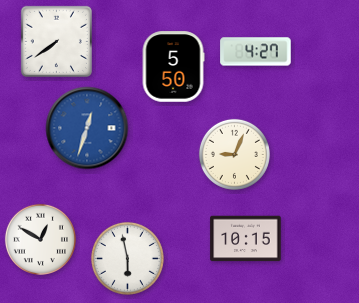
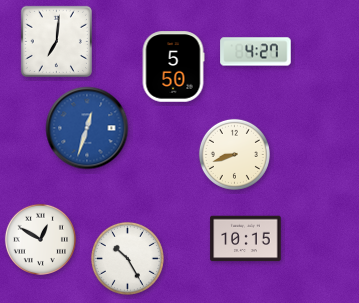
clock at (56, 41): 7:39 -> 7:01
clock at (234, 154): 9:04 -> 8:42
clock at (127, 258): 5:58 -> 10:25
